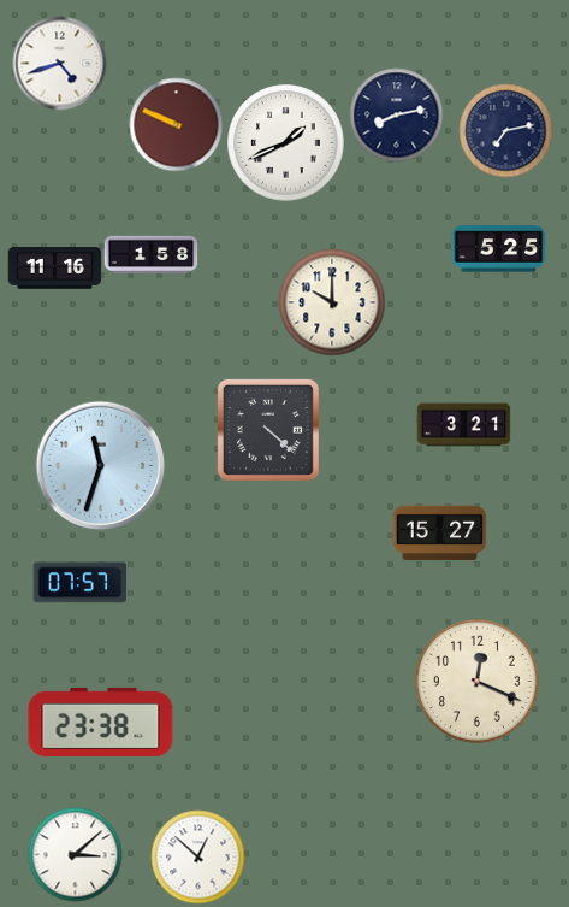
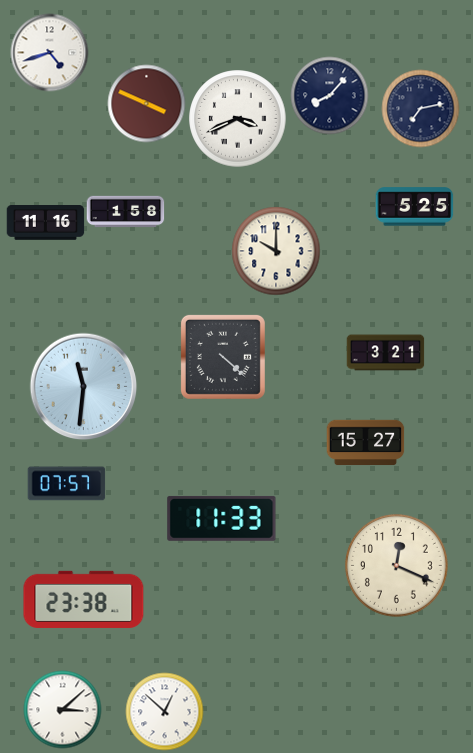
clock at (396, 114): 8:13 -> 8:07
clock at (176, 124): 9:49 -> 3:49
clock at (286, 143): 1:41 -> 3:41
clock at (100, 465): 11:33 -> 11:31
clock at (222, 518): none -> 11:33
